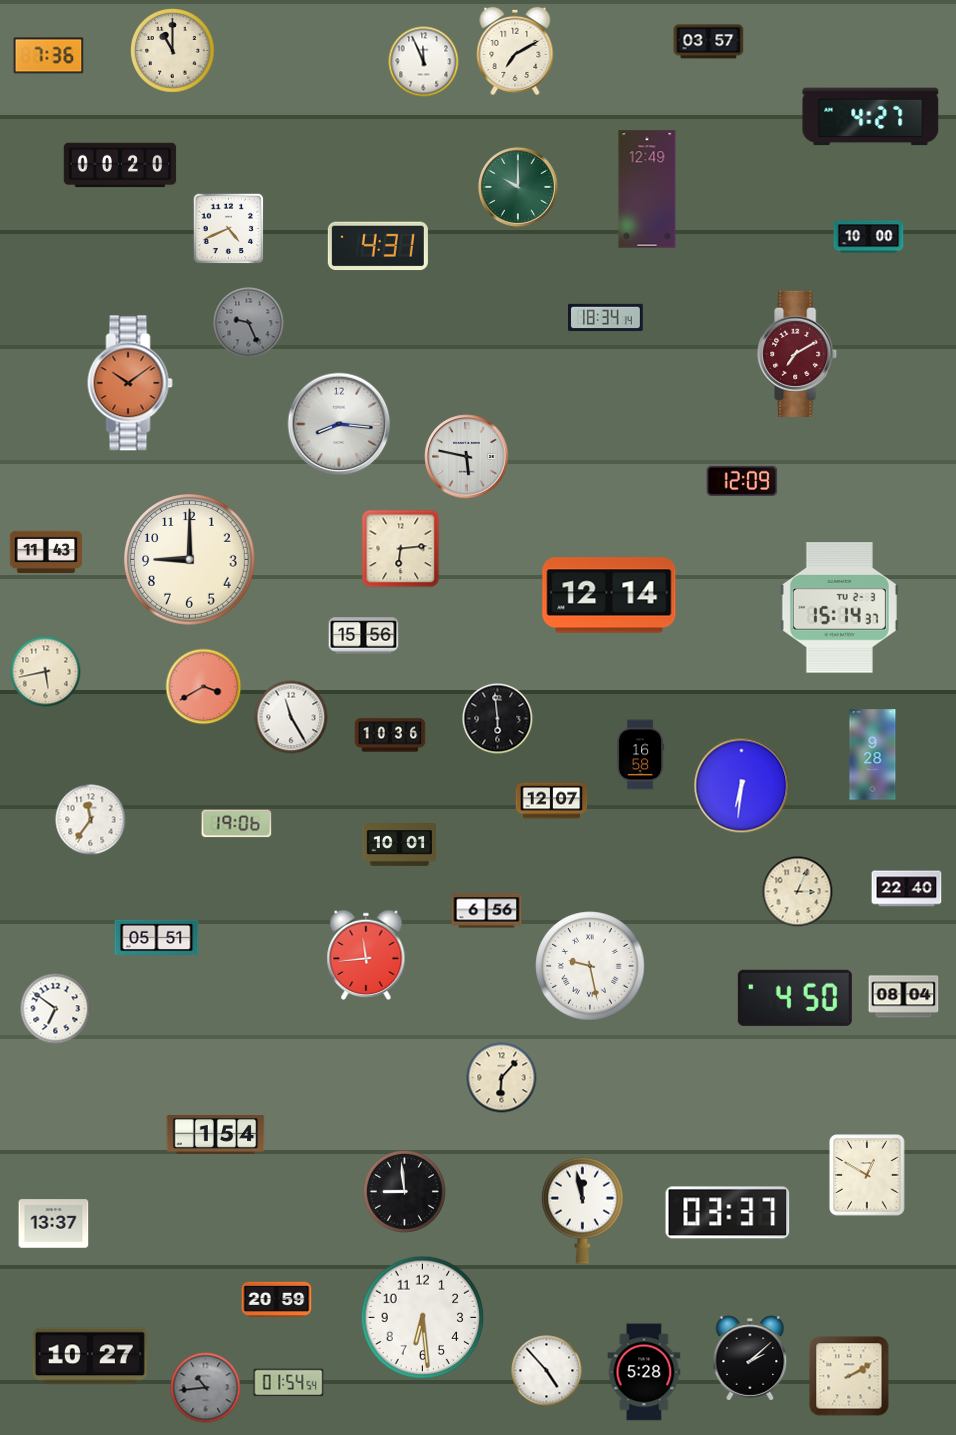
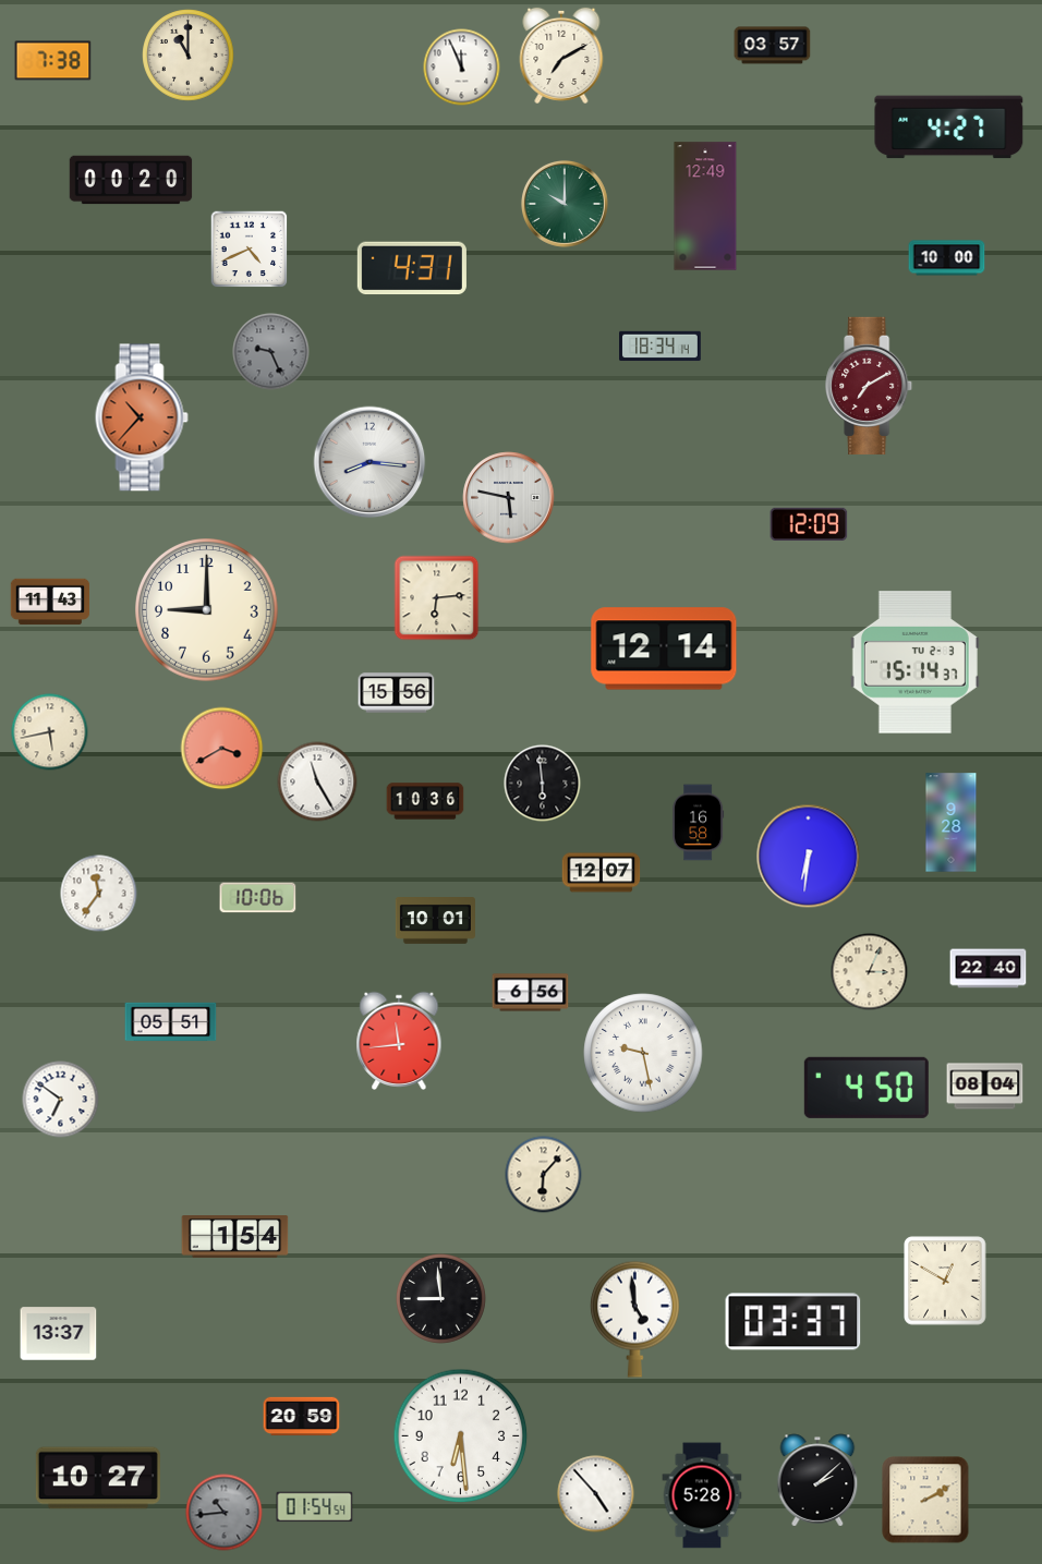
clock at (49, 56): 7:36 -> 7:38
clock at (130, 383): 10:09 -> 10:37
clock at (237, 824): 19:06 -> 10:06
clock at (502, 1078) position: (502, 1078) -> (544, 1175)
clock at (582, 1210): 11:58 -> 4:59
